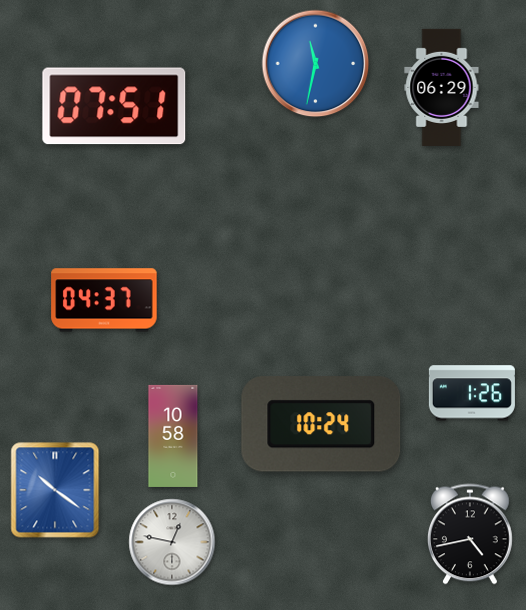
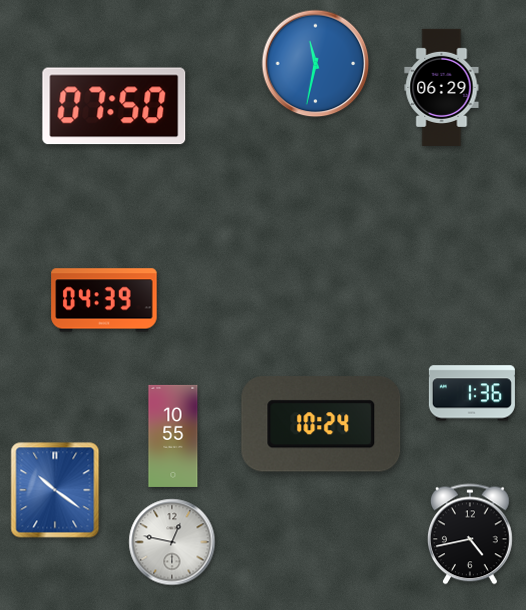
clock at (114, 106): 07:51 -> 07:50
clock at (104, 300): 04:37 -> 04:39
clock at (472, 393): 1:26 -> 1:36
clock at (173, 436): 10:58 -> 10:55
